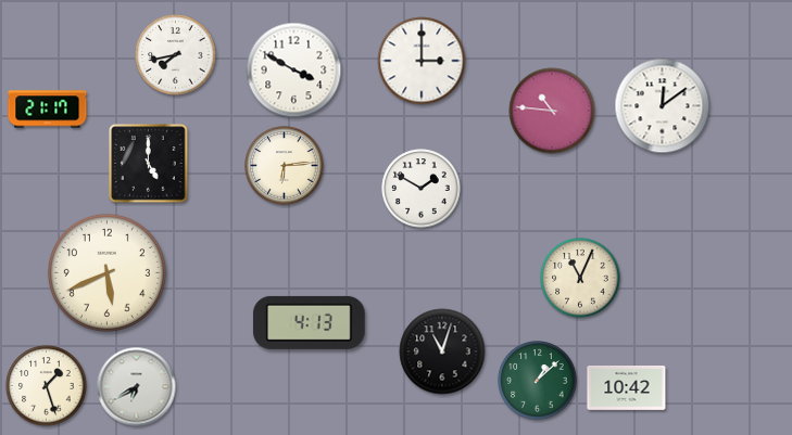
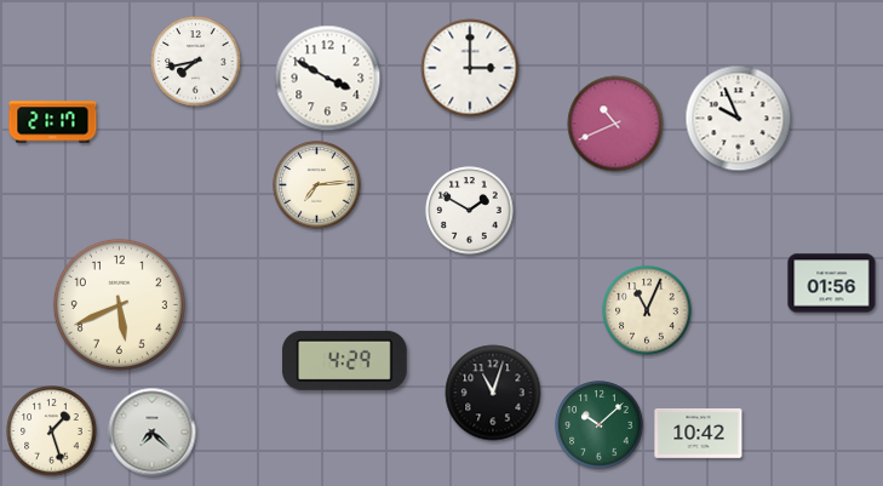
clock at (663, 106): 12:09 -> 9:56
clock at (552, 111): 10:46 -> 10:41
clock at (149, 164): 5:00 -> none
clock at (285, 166): 6:14 -> 7:14
clock at (832, 284): none -> 01:56
clock at (309, 322): 4:13 -> 4:29
clock at (538, 381): 1:08 -> 10:08
clock at (137, 387): 6:40 -> 7:22
